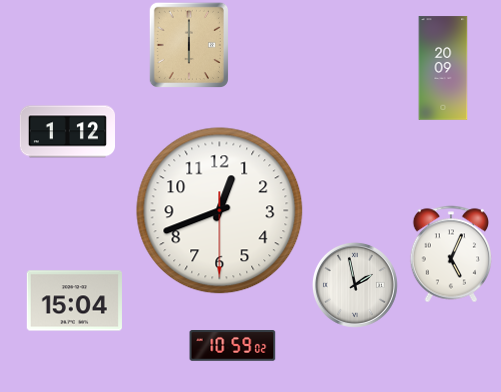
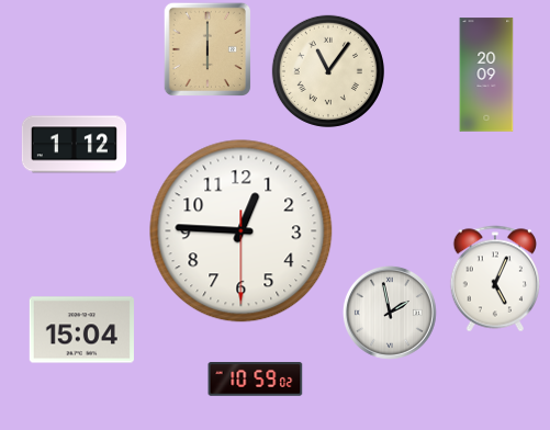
clock at (328, 71): none -> 11:06
clock at (220, 211): 12:41 -> 12:45
